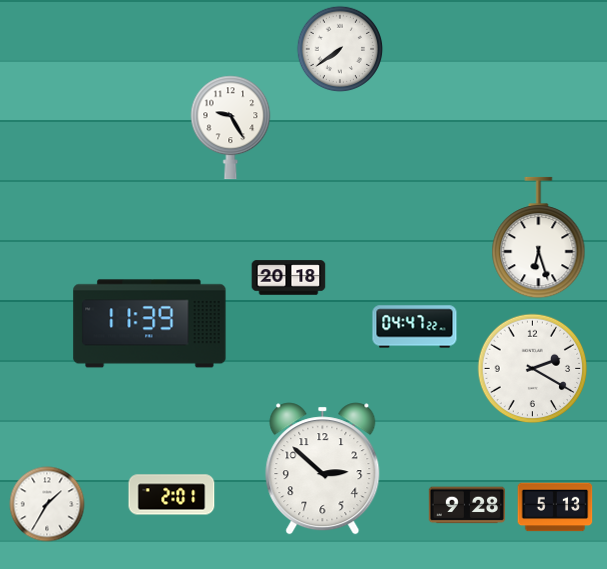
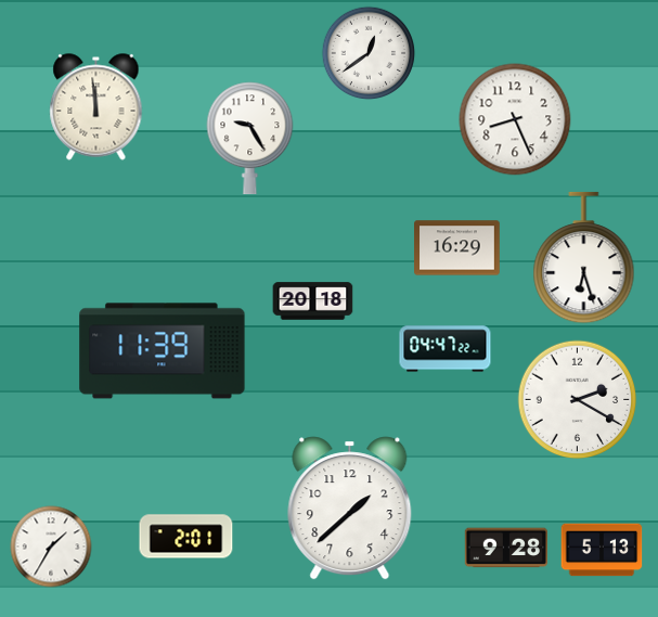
clock at (340, 49): 7:39 -> 12:39
clock at (96, 107): none -> 11:59
clock at (515, 119): none -> 8:26
clock at (457, 248): none -> 16:29
clock at (415, 327) position: (415, 327) -> (446, 349)
clock at (323, 469): 2:52 -> 1:38
